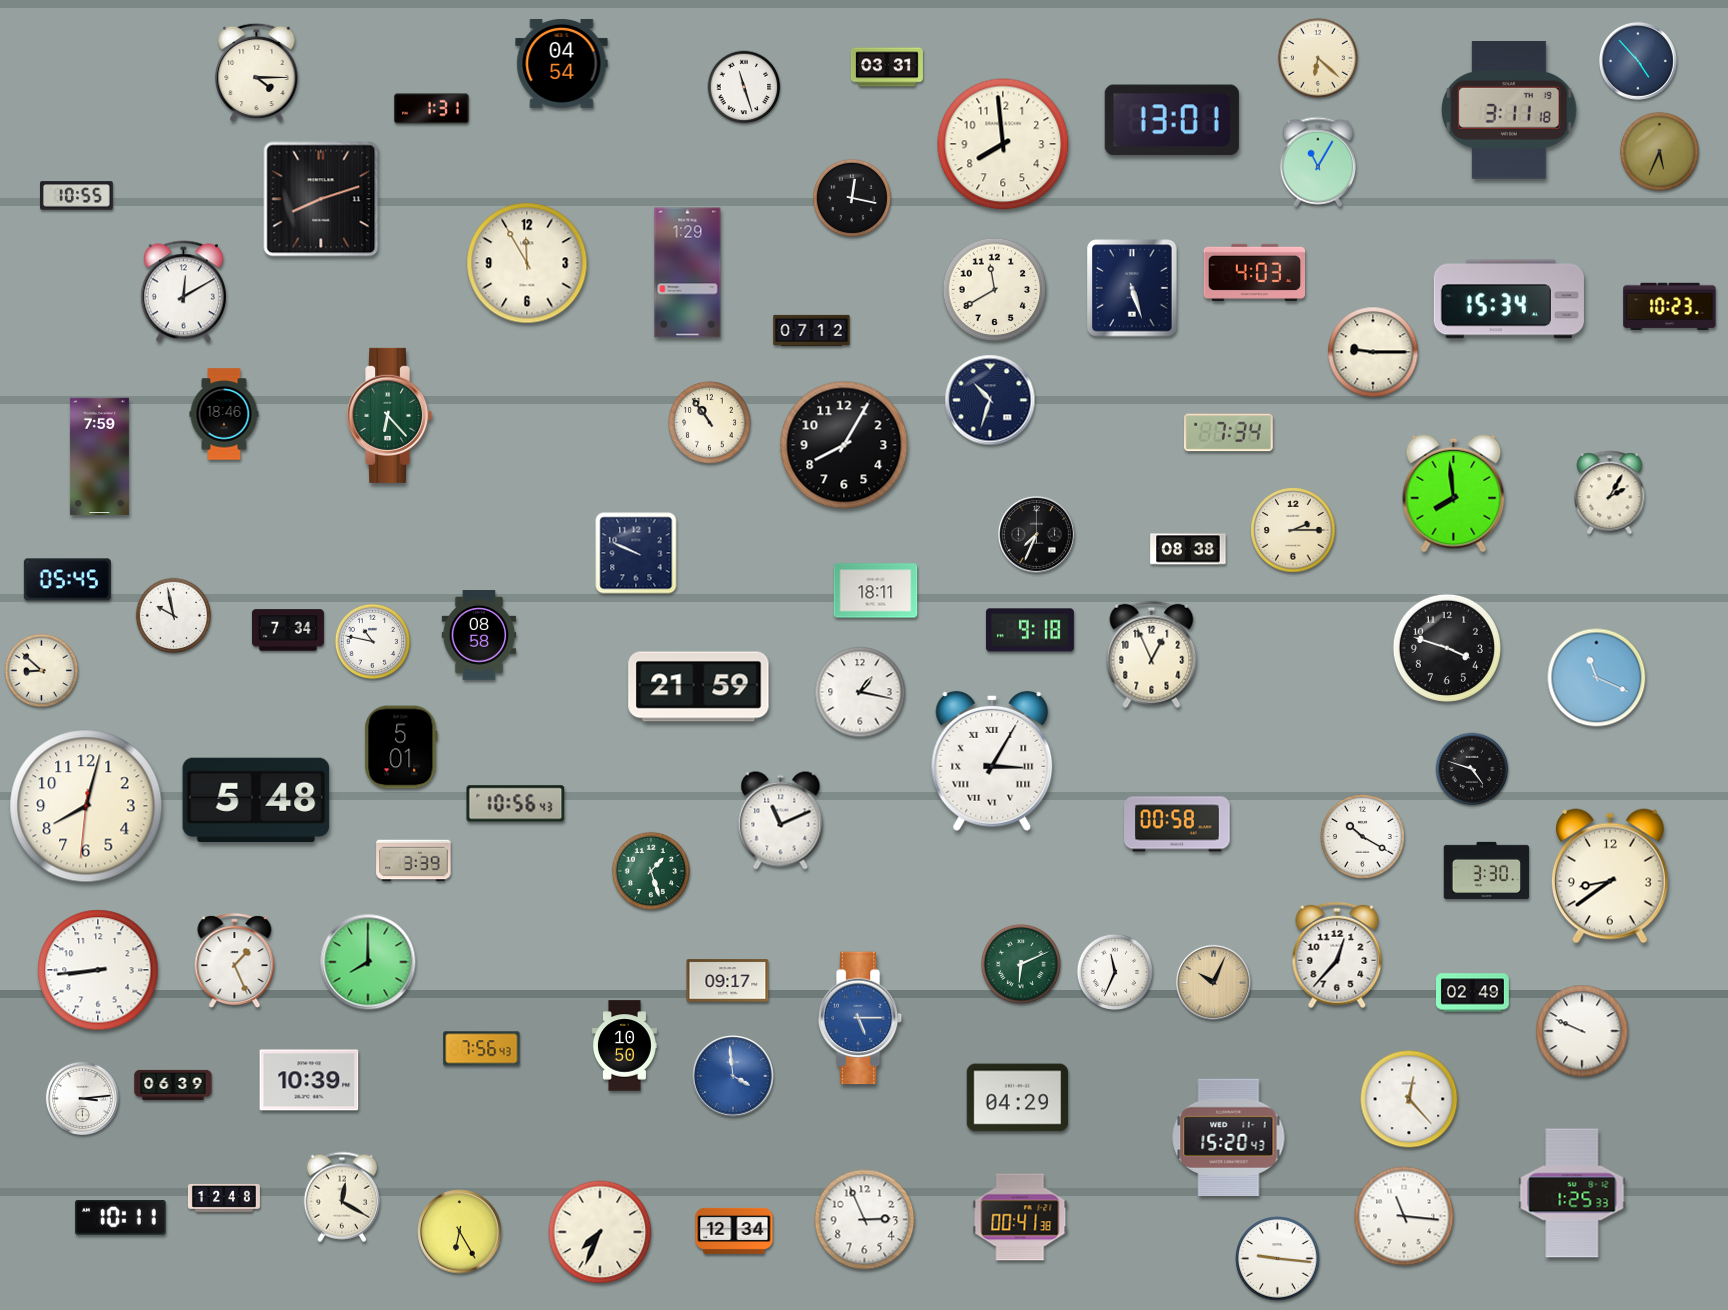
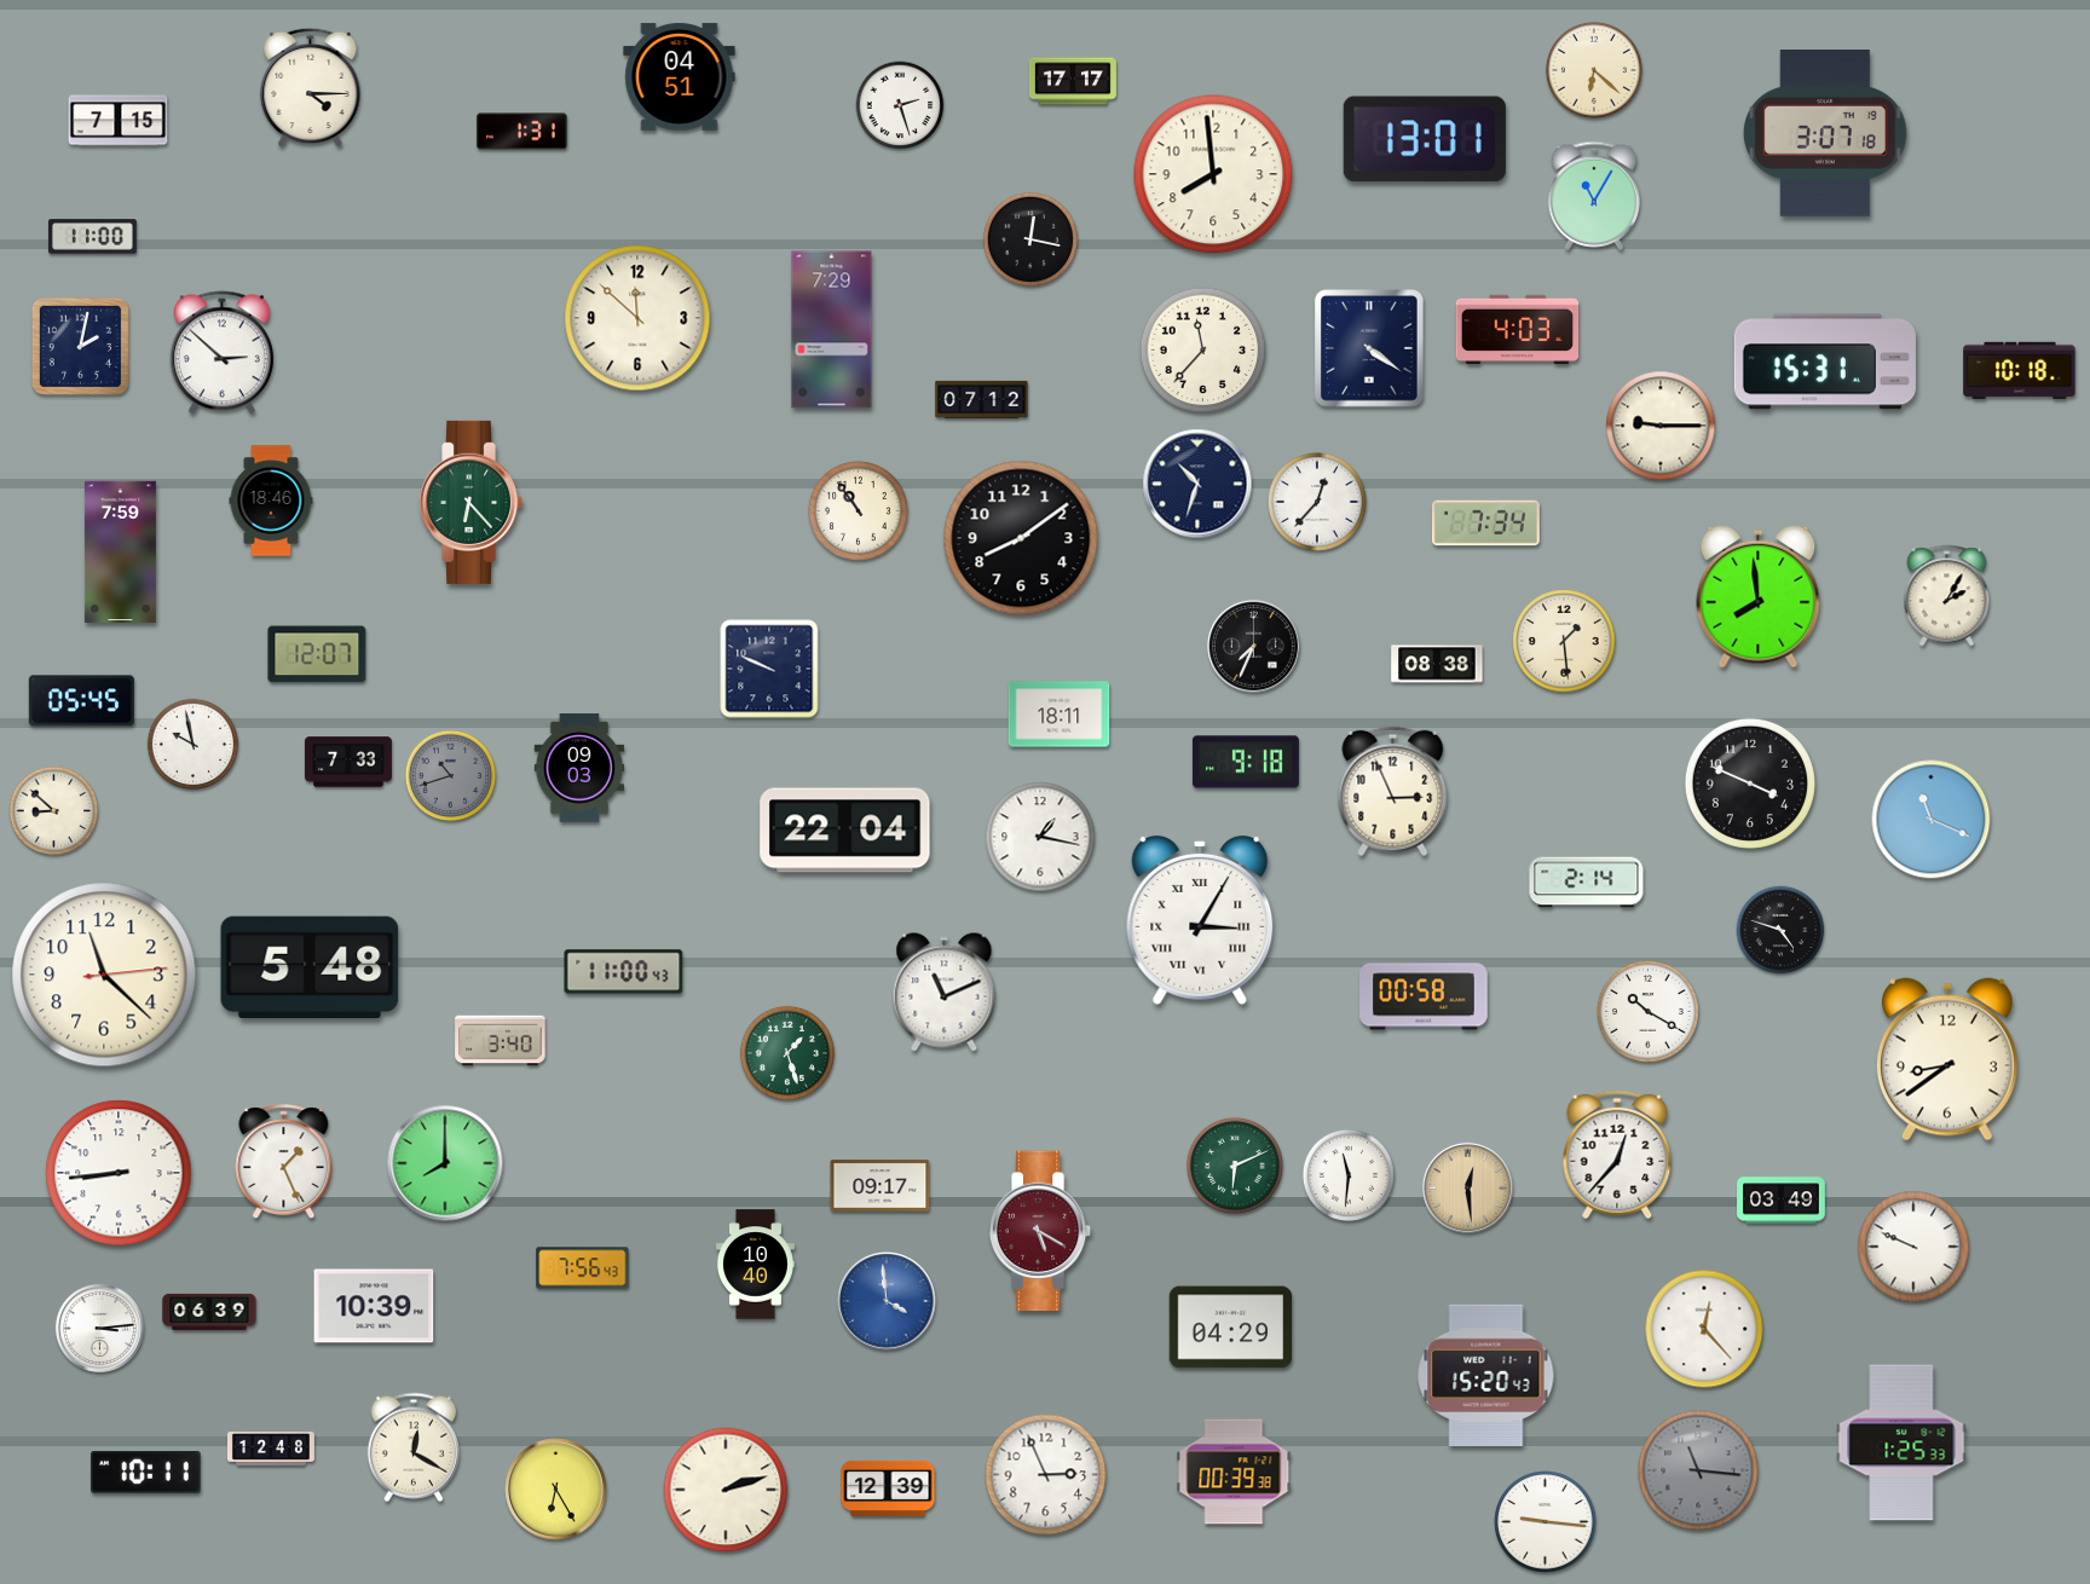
clock at (1639, 62): 4:53 -> none
clock at (562, 63): 04:54 -> 04:51
clock at (887, 67): 03:31 -> 17:17
clock at (744, 87): 11:27 -> 2:27
clock at (119, 121): none -> 7:15
clock at (1509, 111): 3:11 -> 3:07
clock at (1172, 120) position: (1172, 120) -> (1425, 139)
clock at (1659, 151): 5:34 -> none
clock at (77, 196): 10:55 -> 11:00
clock at (321, 199): 8:12 -> none
clock at (527, 263): 11:55 -> 11:52
clock at (688, 273): 1:29 -> 7:29
clock at (80, 346): none -> 2:02
clock at (1132, 288): 5:27 -> 4:21
clock at (995, 290): 11:40 -> 11:37
clock at (183, 292): 12:10 -> 2:52
clock at (1509, 299): 15:34 -> 15:31
clock at (1670, 307): 10:23 -> 10:18
clock at (1317, 502): none -> 12:37
clock at (844, 445): 8:05 -> 8:09
clock at (1293, 530): 2:15 -> 1:29
clock at (317, 654): none -> 12:07
clock at (174, 616) position: (174, 616) -> (194, 745)
clock at (288, 630): 7:34 -> 7:33
clock at (479, 635): 08:58 -> 09:03
clock at (373, 642): 10:47 -> 10:42
clock at (373, 642) dial: white -> grey
clock at (1447, 648): 3:48 -> 3:49
clock at (1152, 655): 12:56 -> 2:56
clock at (42, 671) position: (42, 671) -> (54, 811)
clock at (699, 687): 21:59 -> 22:04
clock at (1587, 883): none -> 2:14
clock at (401, 747): 5:01 -> none
clock at (516, 804): 10:56 -> 11:00
clock at (86, 806): 8:02 -> 11:22
clock at (414, 861): 3:39 -> 3:40
clock at (1487, 870): 3:30 -> none
clock at (1115, 972): 11:34 -> 11:31
clock at (1213, 982): 10:04 -> 12:29
clock at (1473, 993): 02:49 -> 03:49
clock at (860, 1018): 5:15 -> 5:20
clock at (860, 1018) dial: blue -> burgundy
clock at (625, 1046): 10:50 -> 10:40
clock at (1404, 1216) dial: white -> grey
clock at (1020, 1217): 00:41 -> 00:39
clock at (734, 1231): 12:34 -> 12:39
clock at (600, 1232): 7:34 -> 2:12
